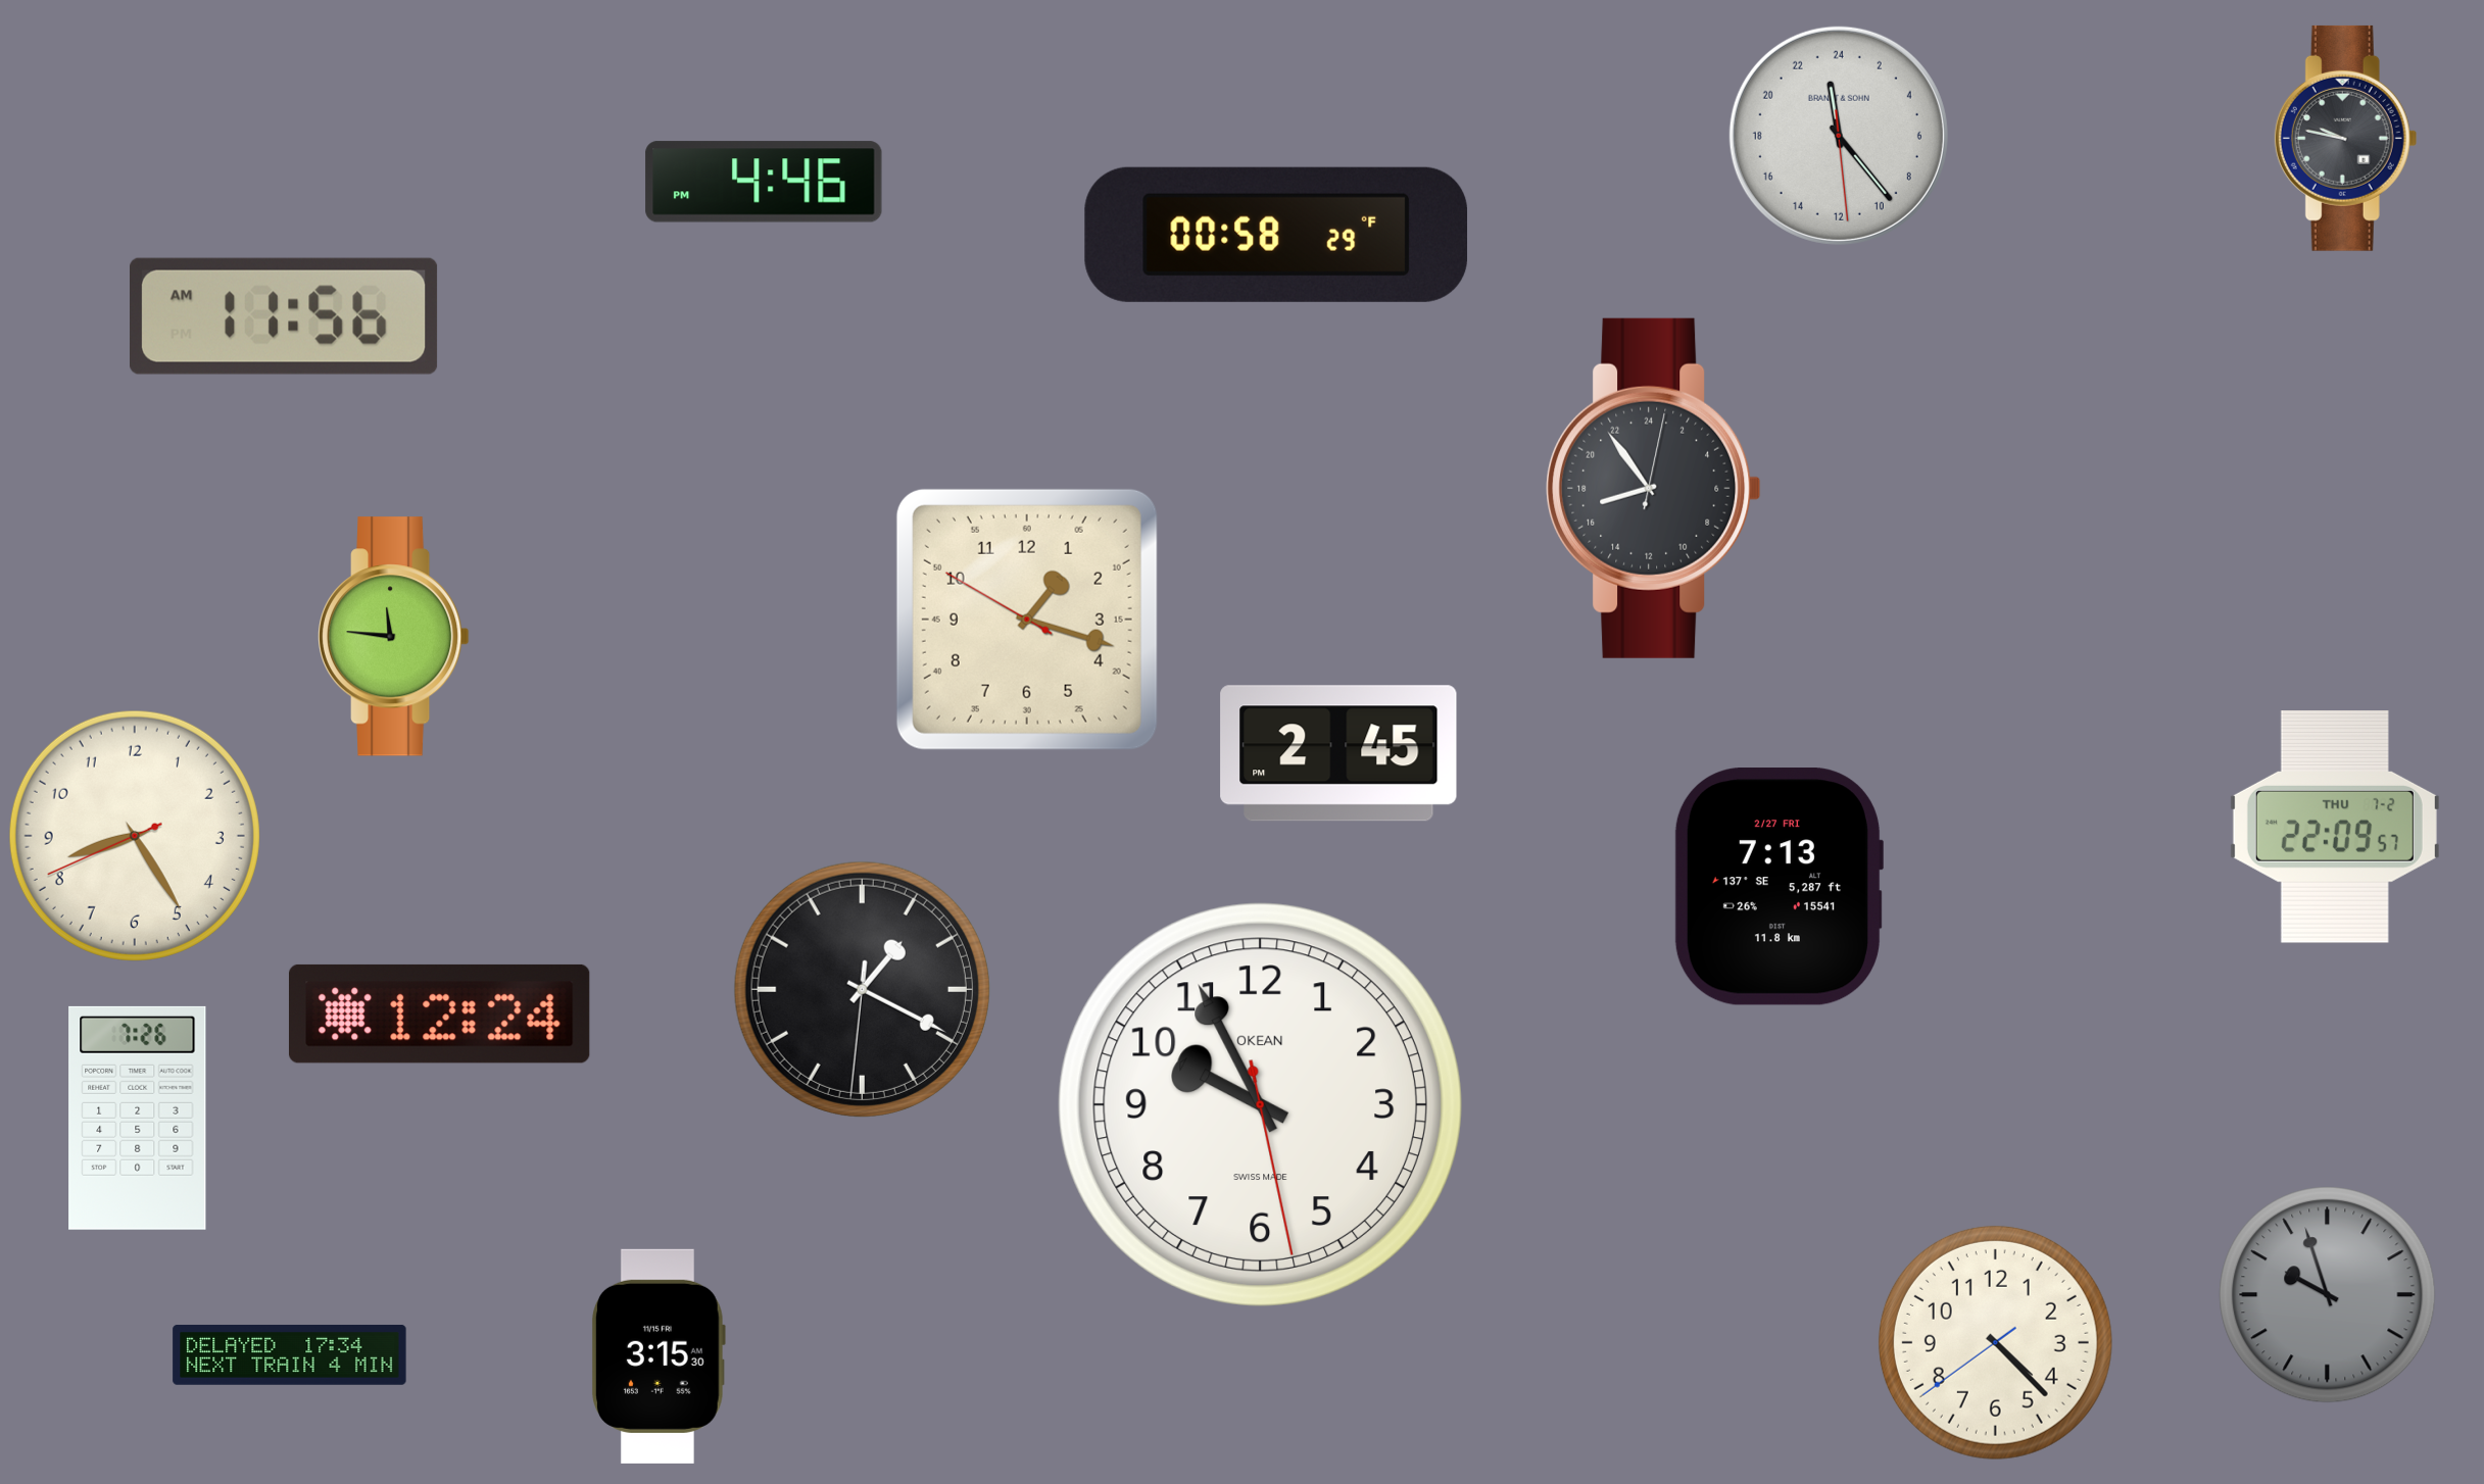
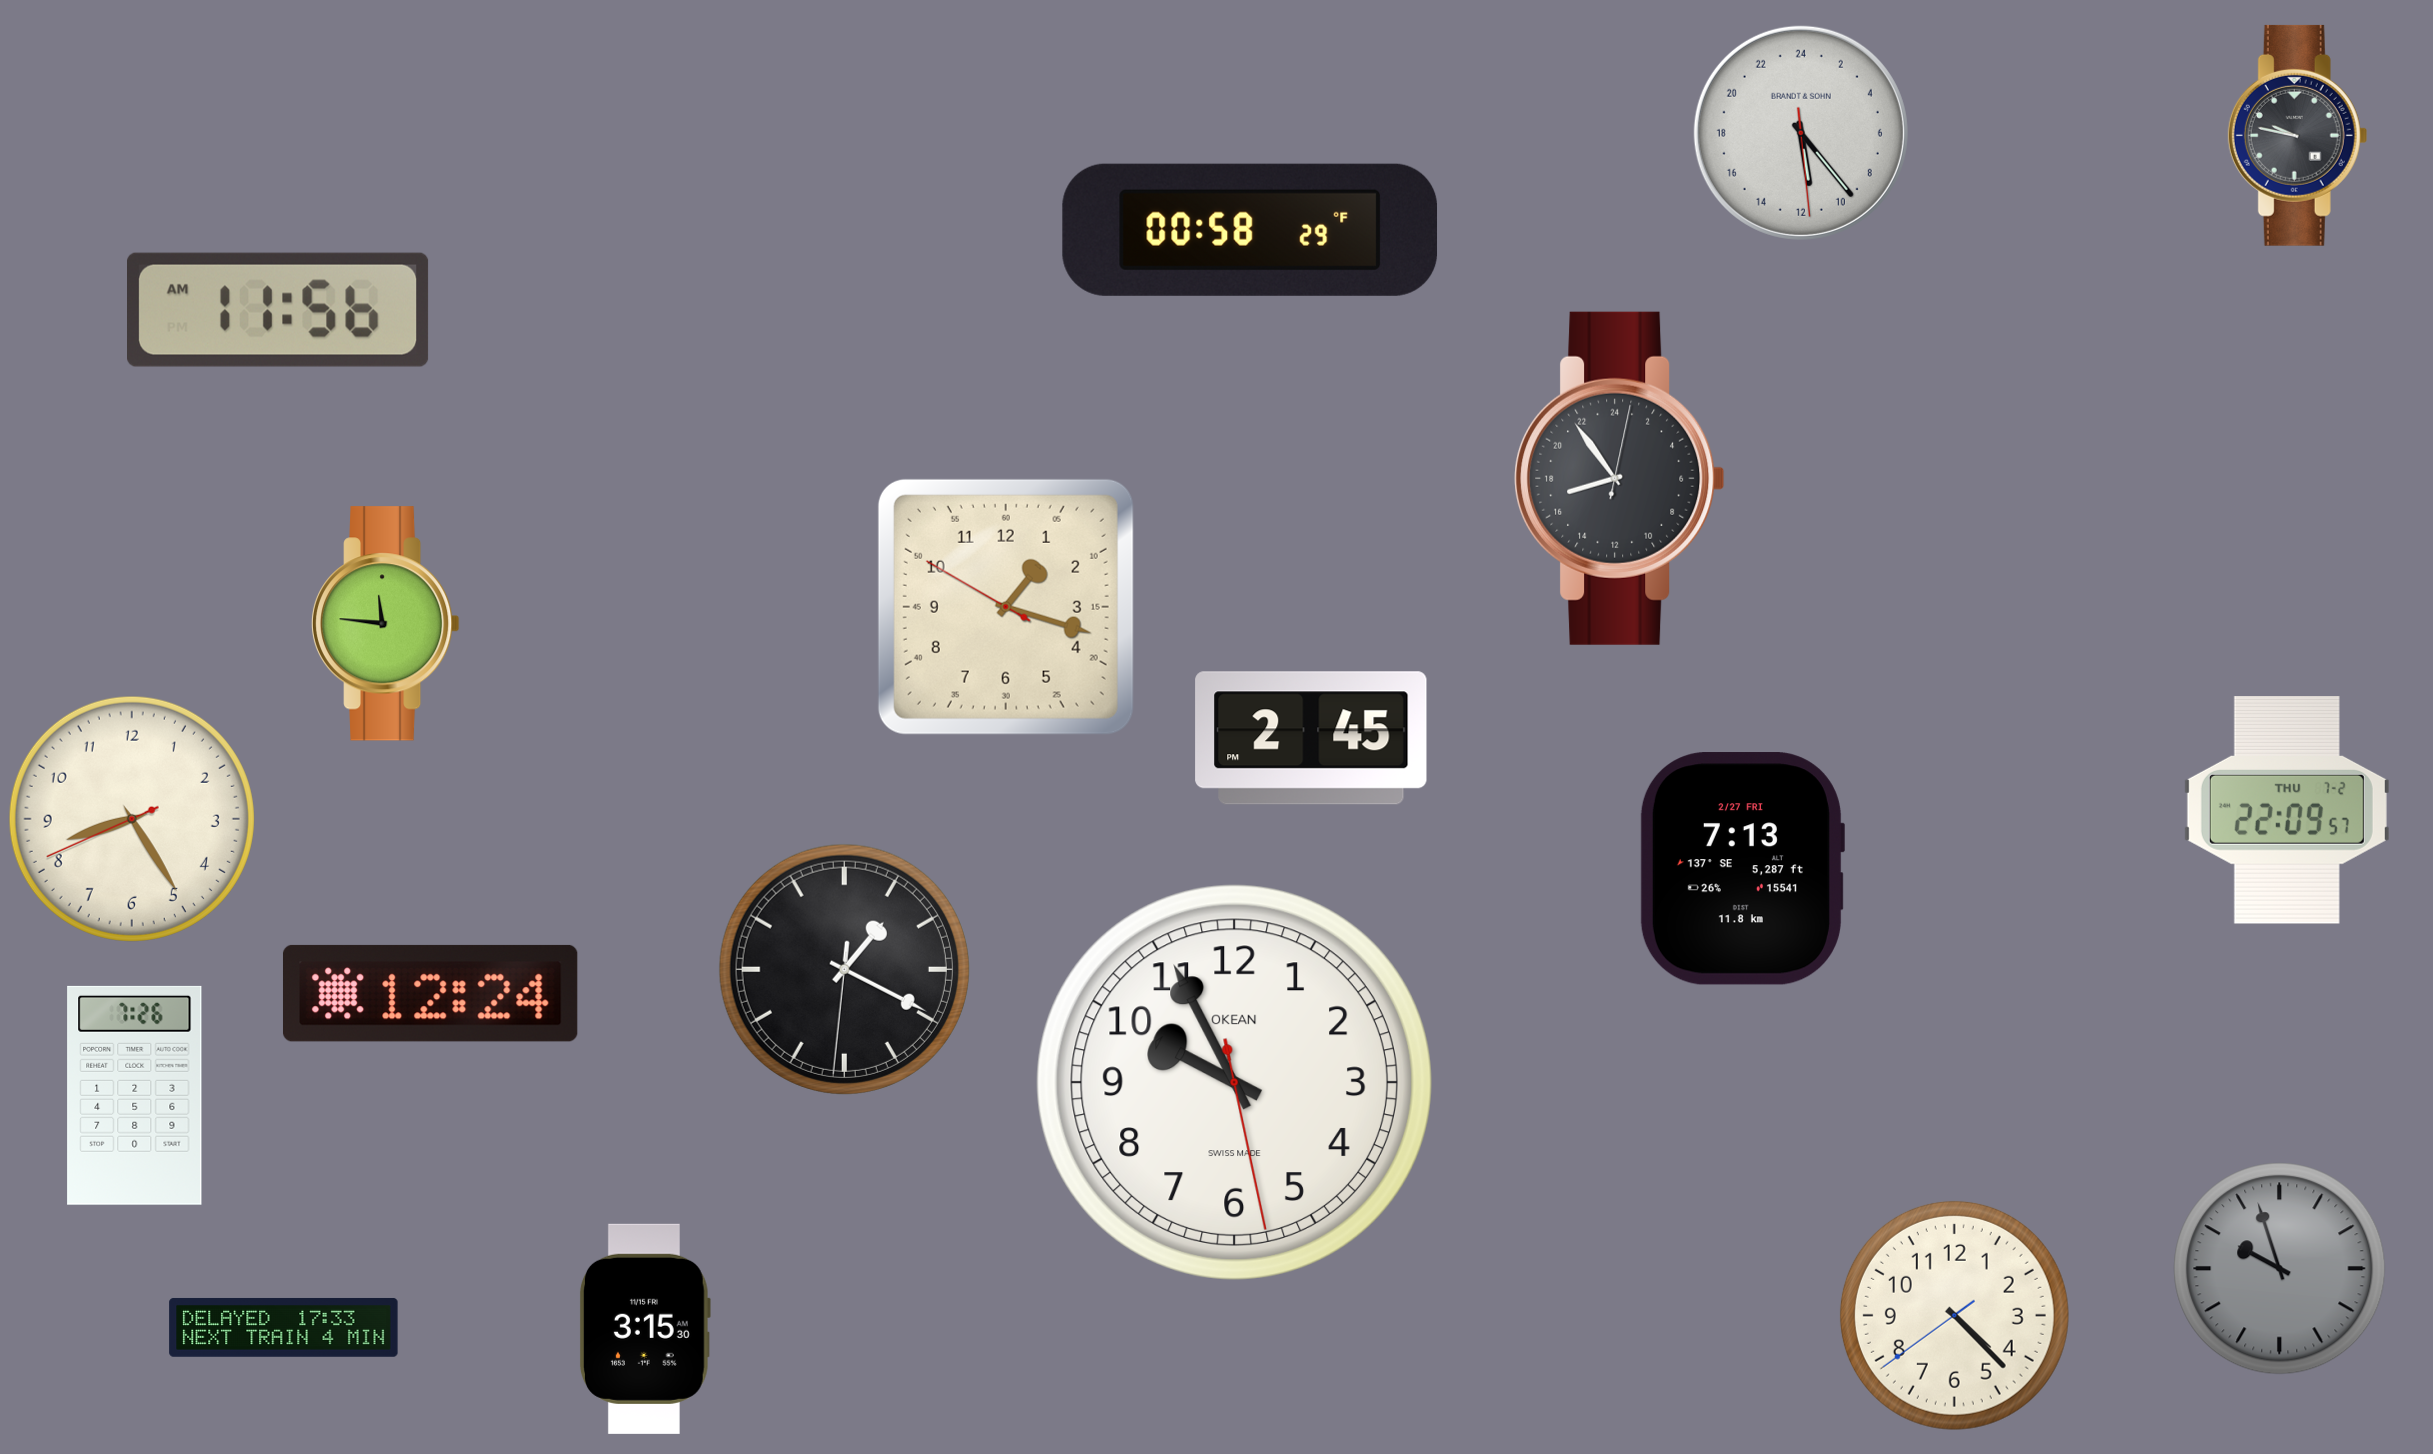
clock at (1839, 136): 23:23 -> 11:23
clock at (764, 182): 4:46 -> none
clock at (290, 1355): 17:34 -> 17:33
